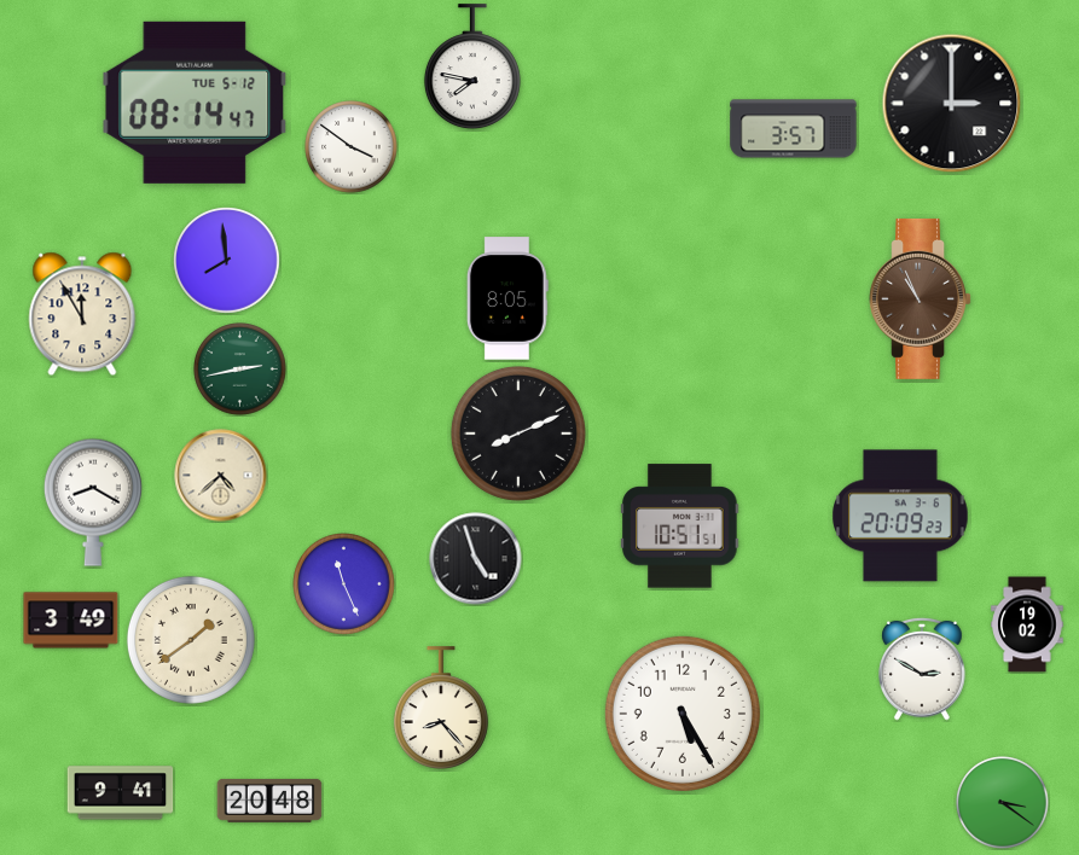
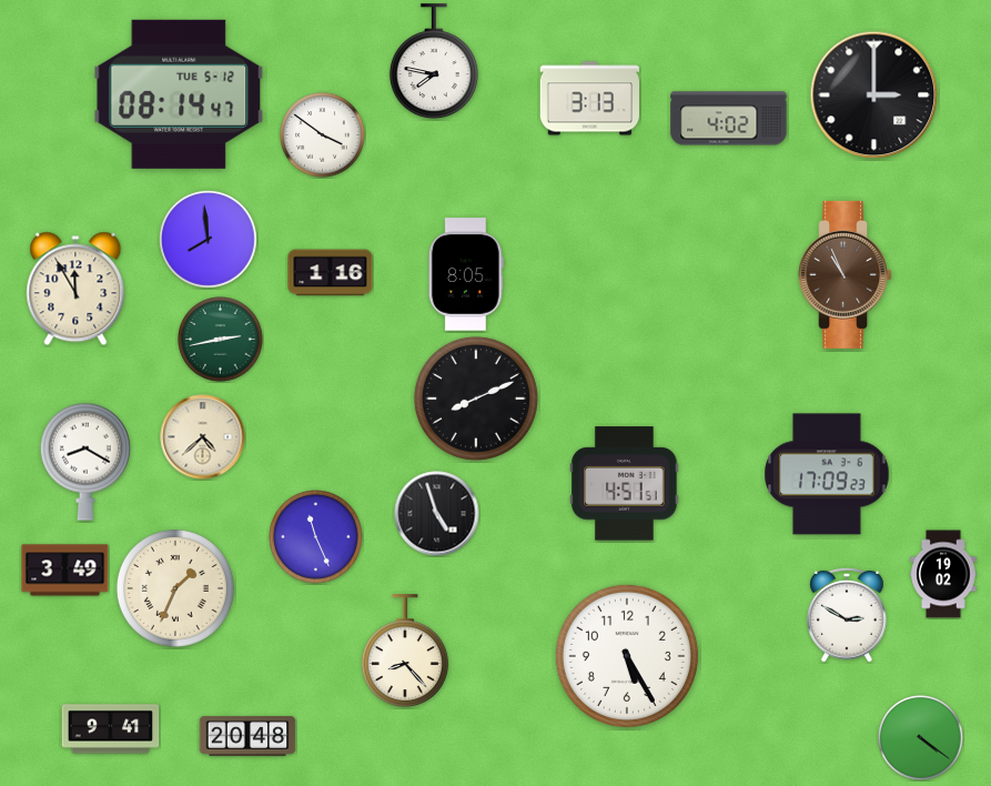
clock at (589, 99): none -> 3:13
clock at (794, 129): 3:57 -> 4:02
clock at (331, 273): none -> 1:16
clock at (900, 516): 20:09 -> 17:09
clock at (680, 527): 10:51 -> 4:51
clock at (191, 640): 1:39 -> 1:34
clock at (1003, 803): 3:21 -> 4:21
